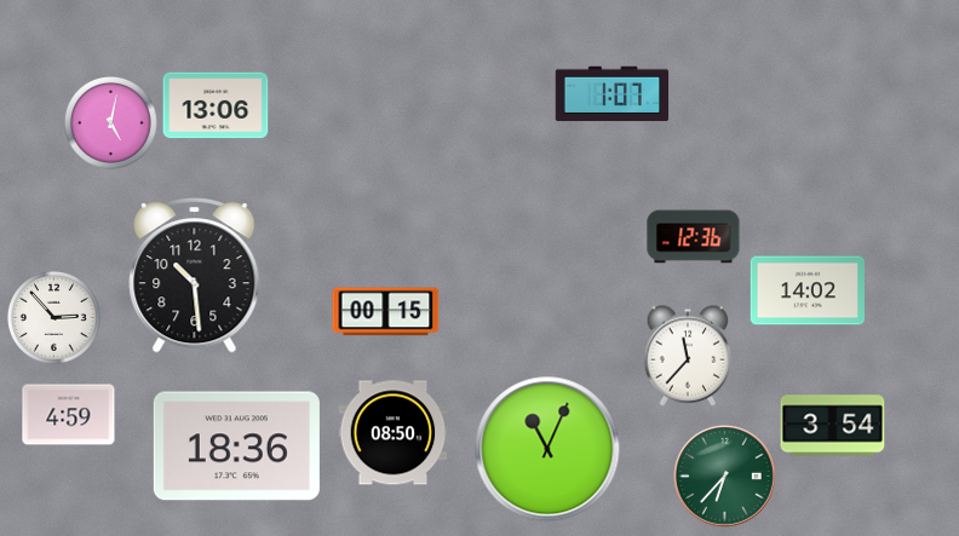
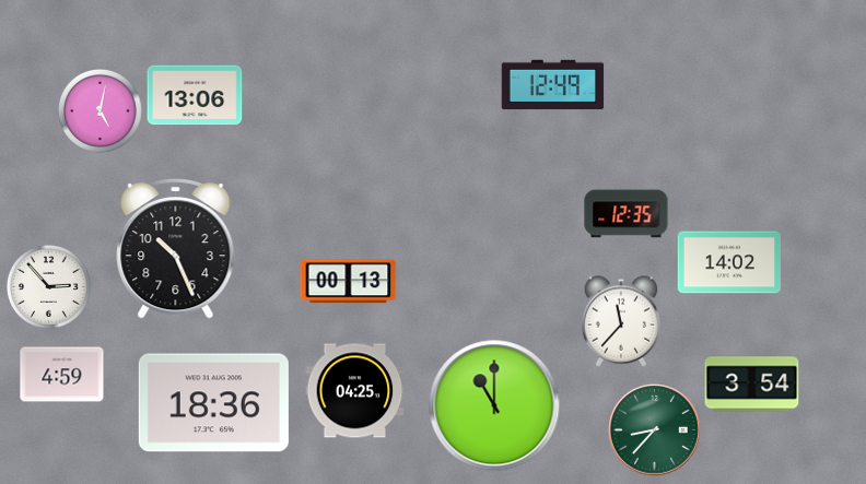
clock at (613, 94): 1:07 -> 12:49
clock at (694, 237): 12:36 -> 12:35
clock at (195, 276): 10:29 -> 10:26
clock at (386, 312): 00:15 -> 00:13
clock at (394, 433): 08:50 -> 04:25
clock at (547, 449): 11:04 -> 11:00
clock at (724, 476): 6:37 -> 8:37
